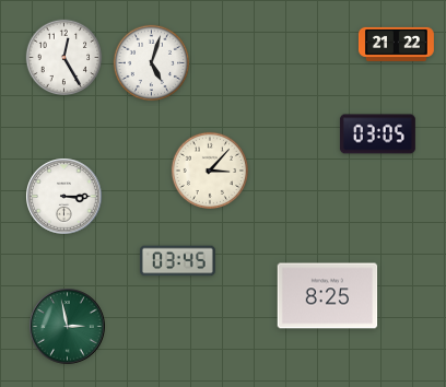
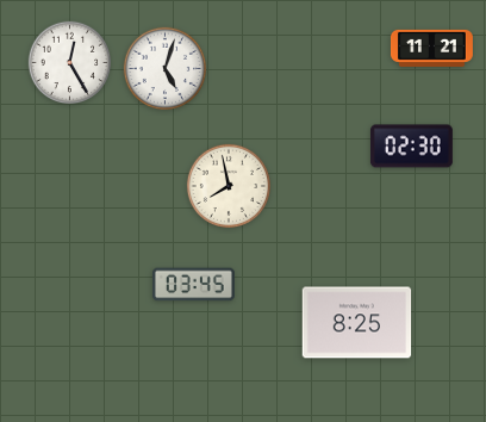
clock at (396, 44): 21:22 -> 11:21
clock at (377, 134): 03:05 -> 02:30
clock at (209, 169): 3:07 -> 7:58
clock at (64, 197): 3:15 -> none
clock at (68, 327): 2:58 -> none
